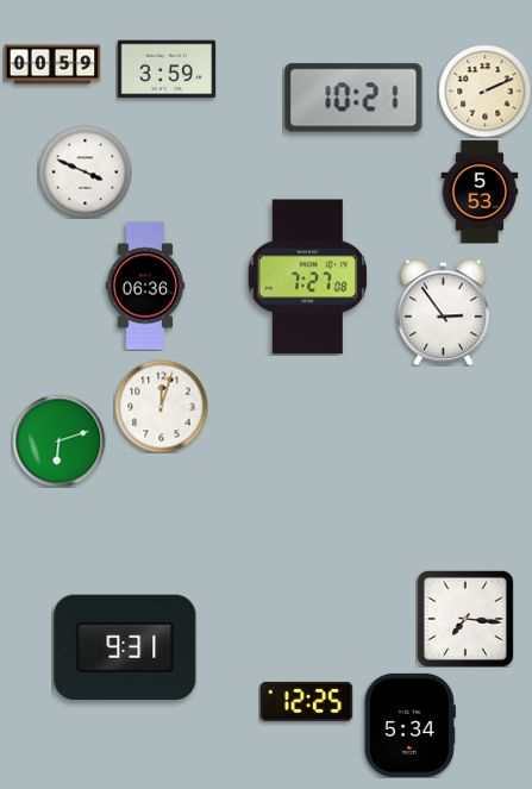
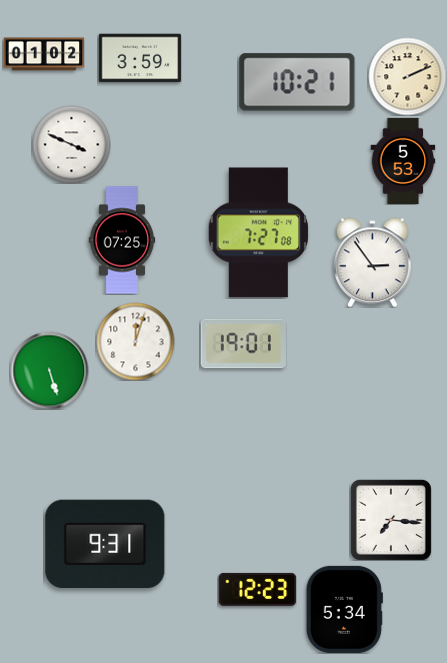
clock at (52, 64): 00:59 -> 01:02
clock at (145, 286): 06:36 -> 07:25
clock at (243, 344): none -> 19:01
clock at (58, 440): 6:12 -> 5:27
clock at (306, 701): 12:25 -> 12:23
